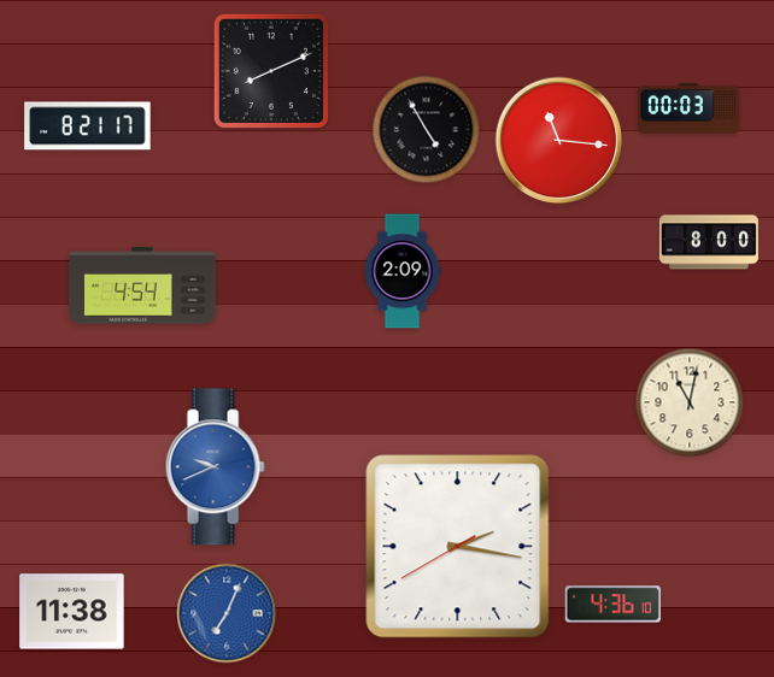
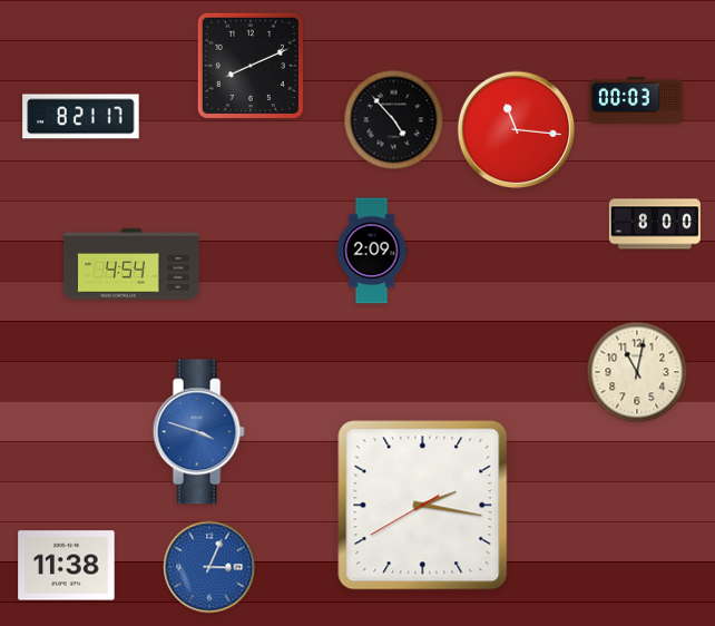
clock at (427, 130): 4:55 -> 4:53
clock at (215, 467): 9:41 -> 3:48
clock at (614, 605): 4:36 -> none
clock at (227, 613): 7:04 -> 3:04
